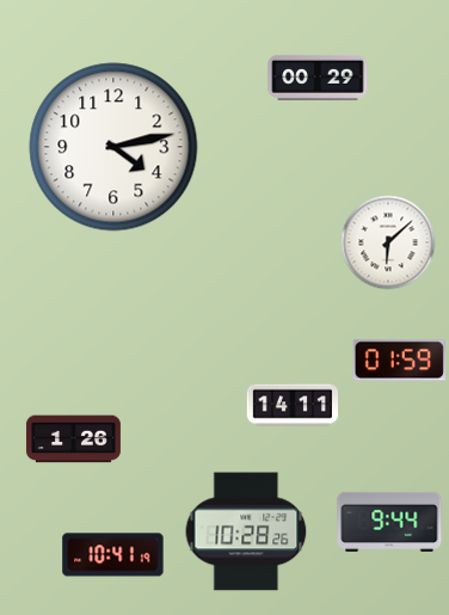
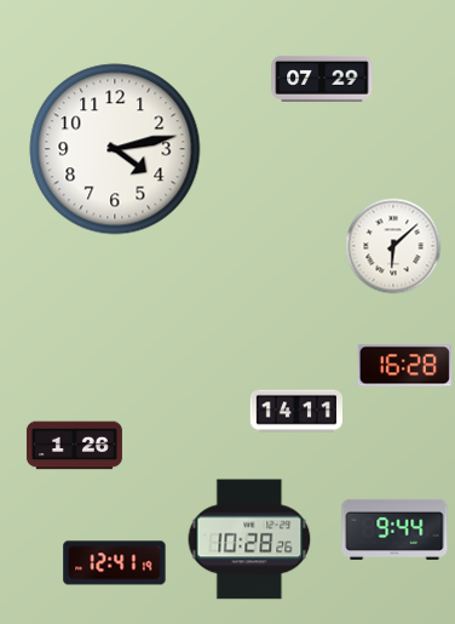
clock at (318, 78): 00:29 -> 07:29
clock at (399, 361): 01:59 -> 16:28
clock at (113, 555): 10:41 -> 12:41
